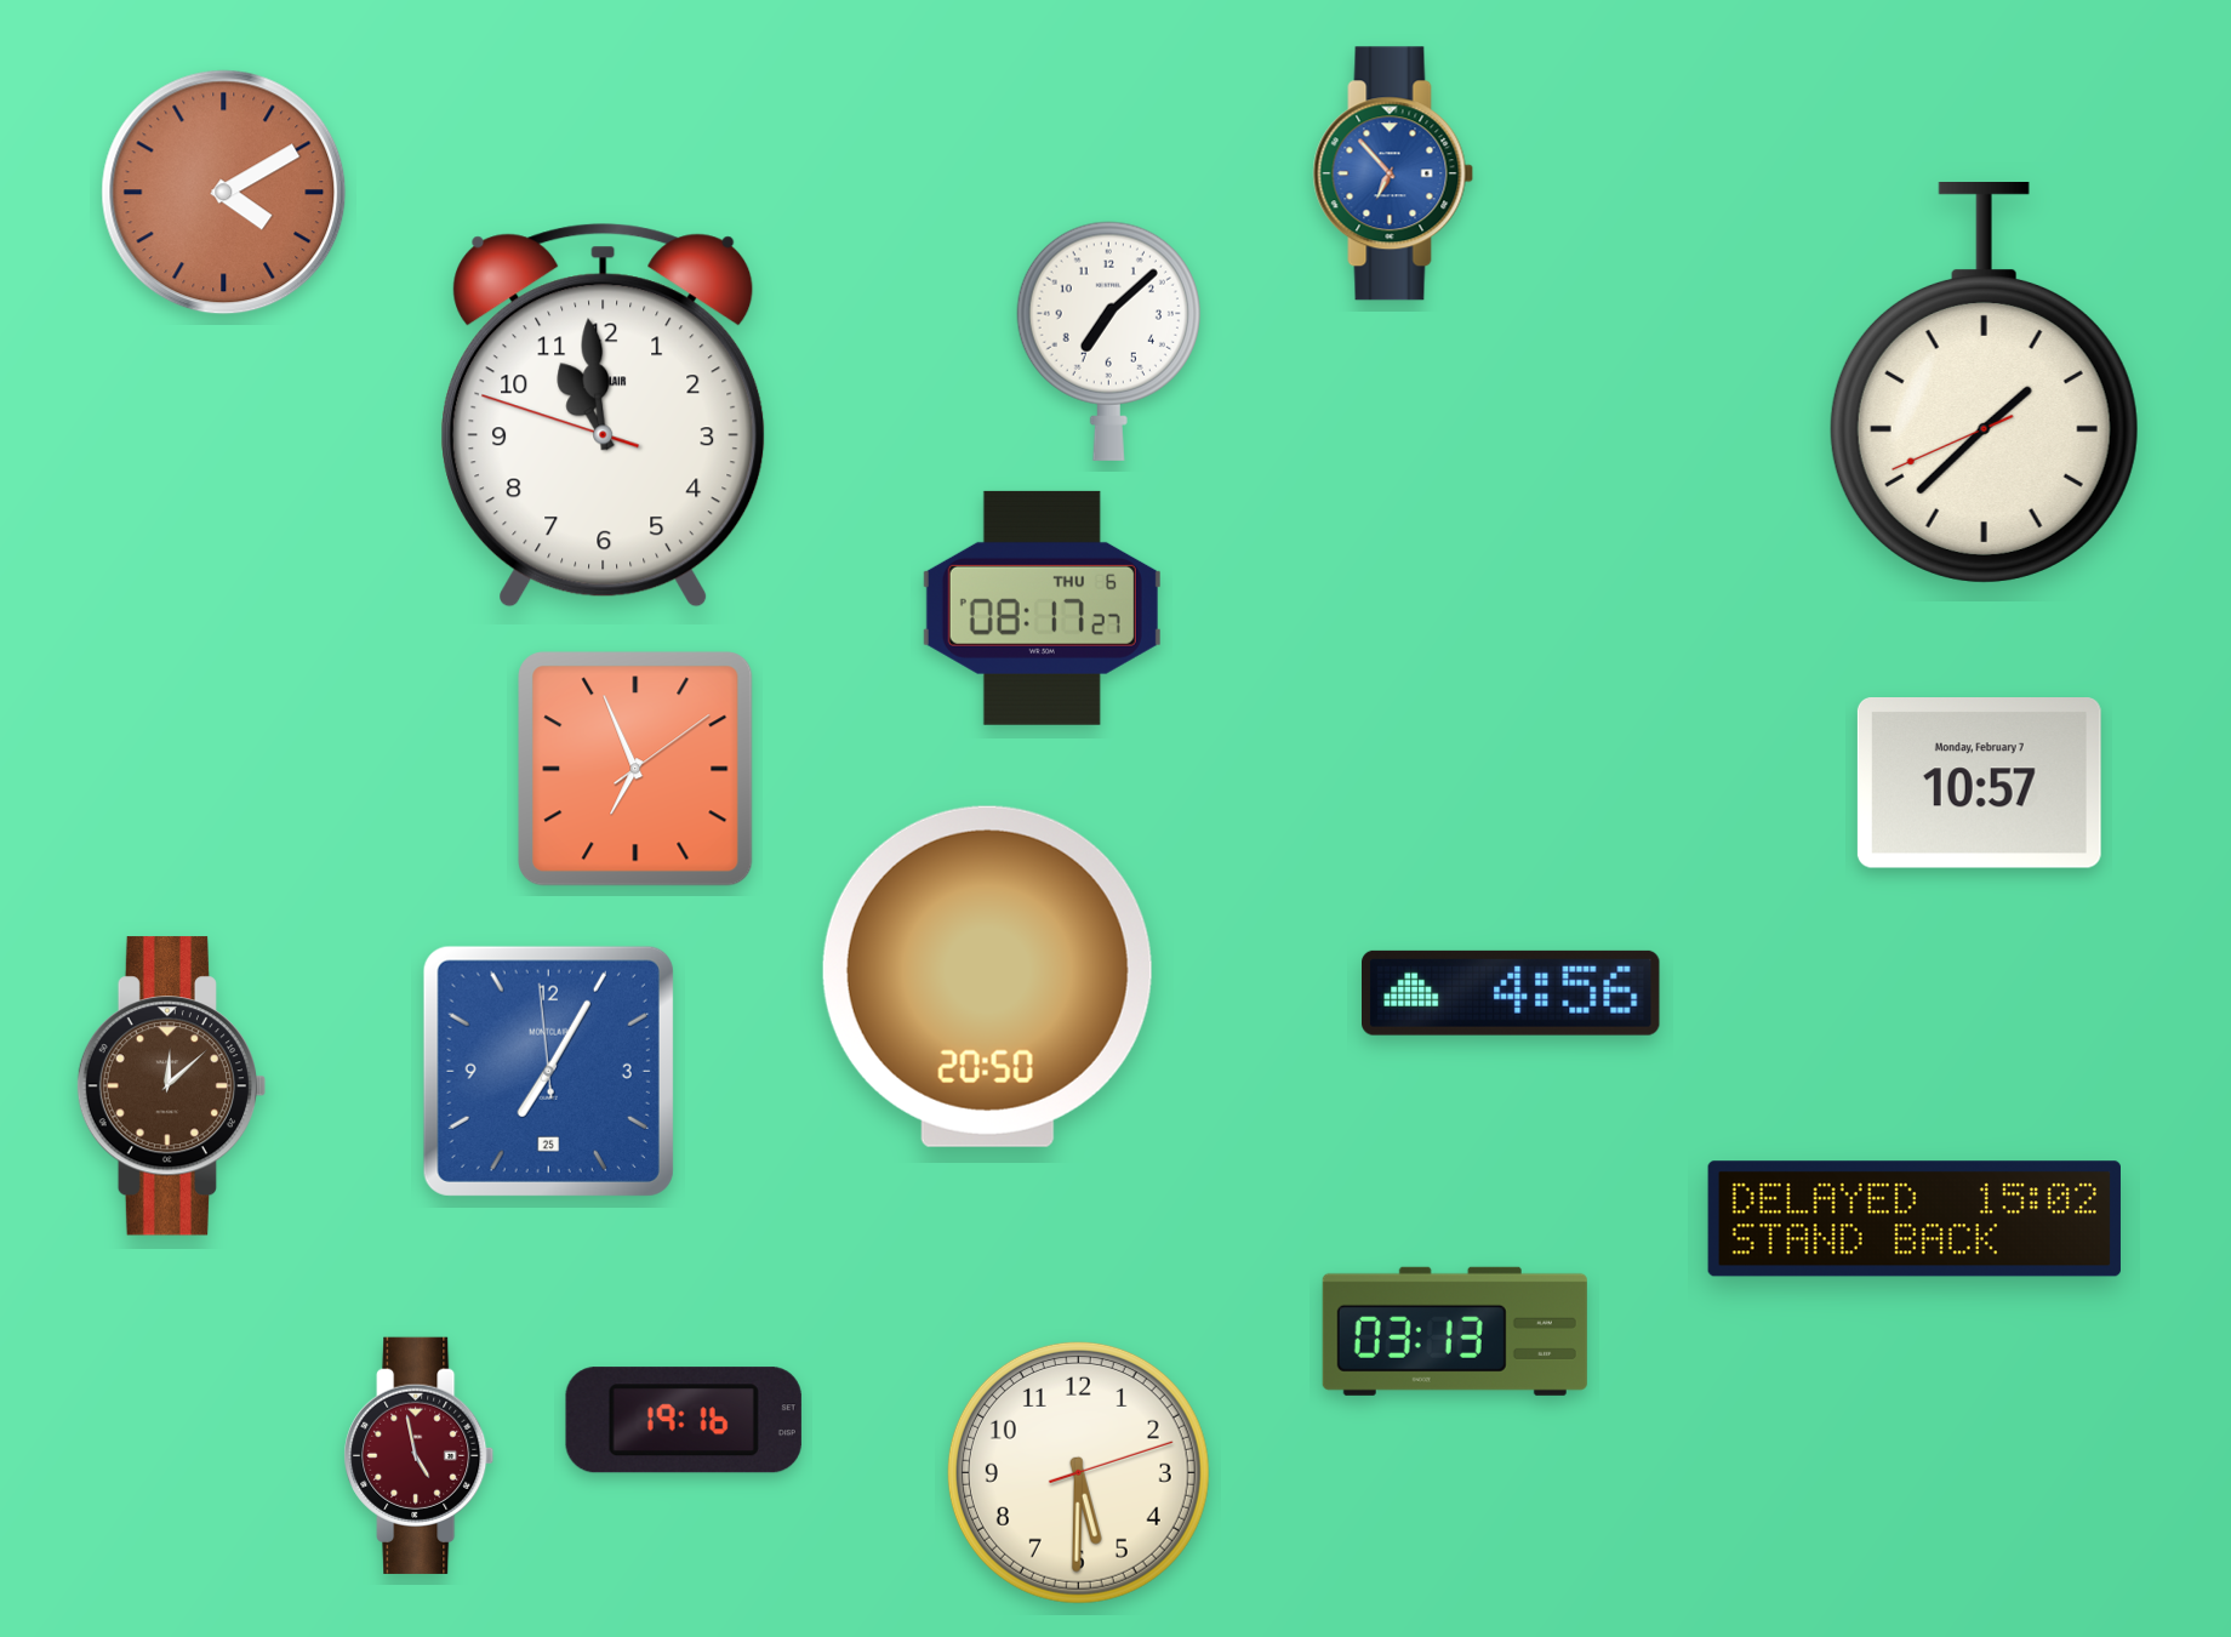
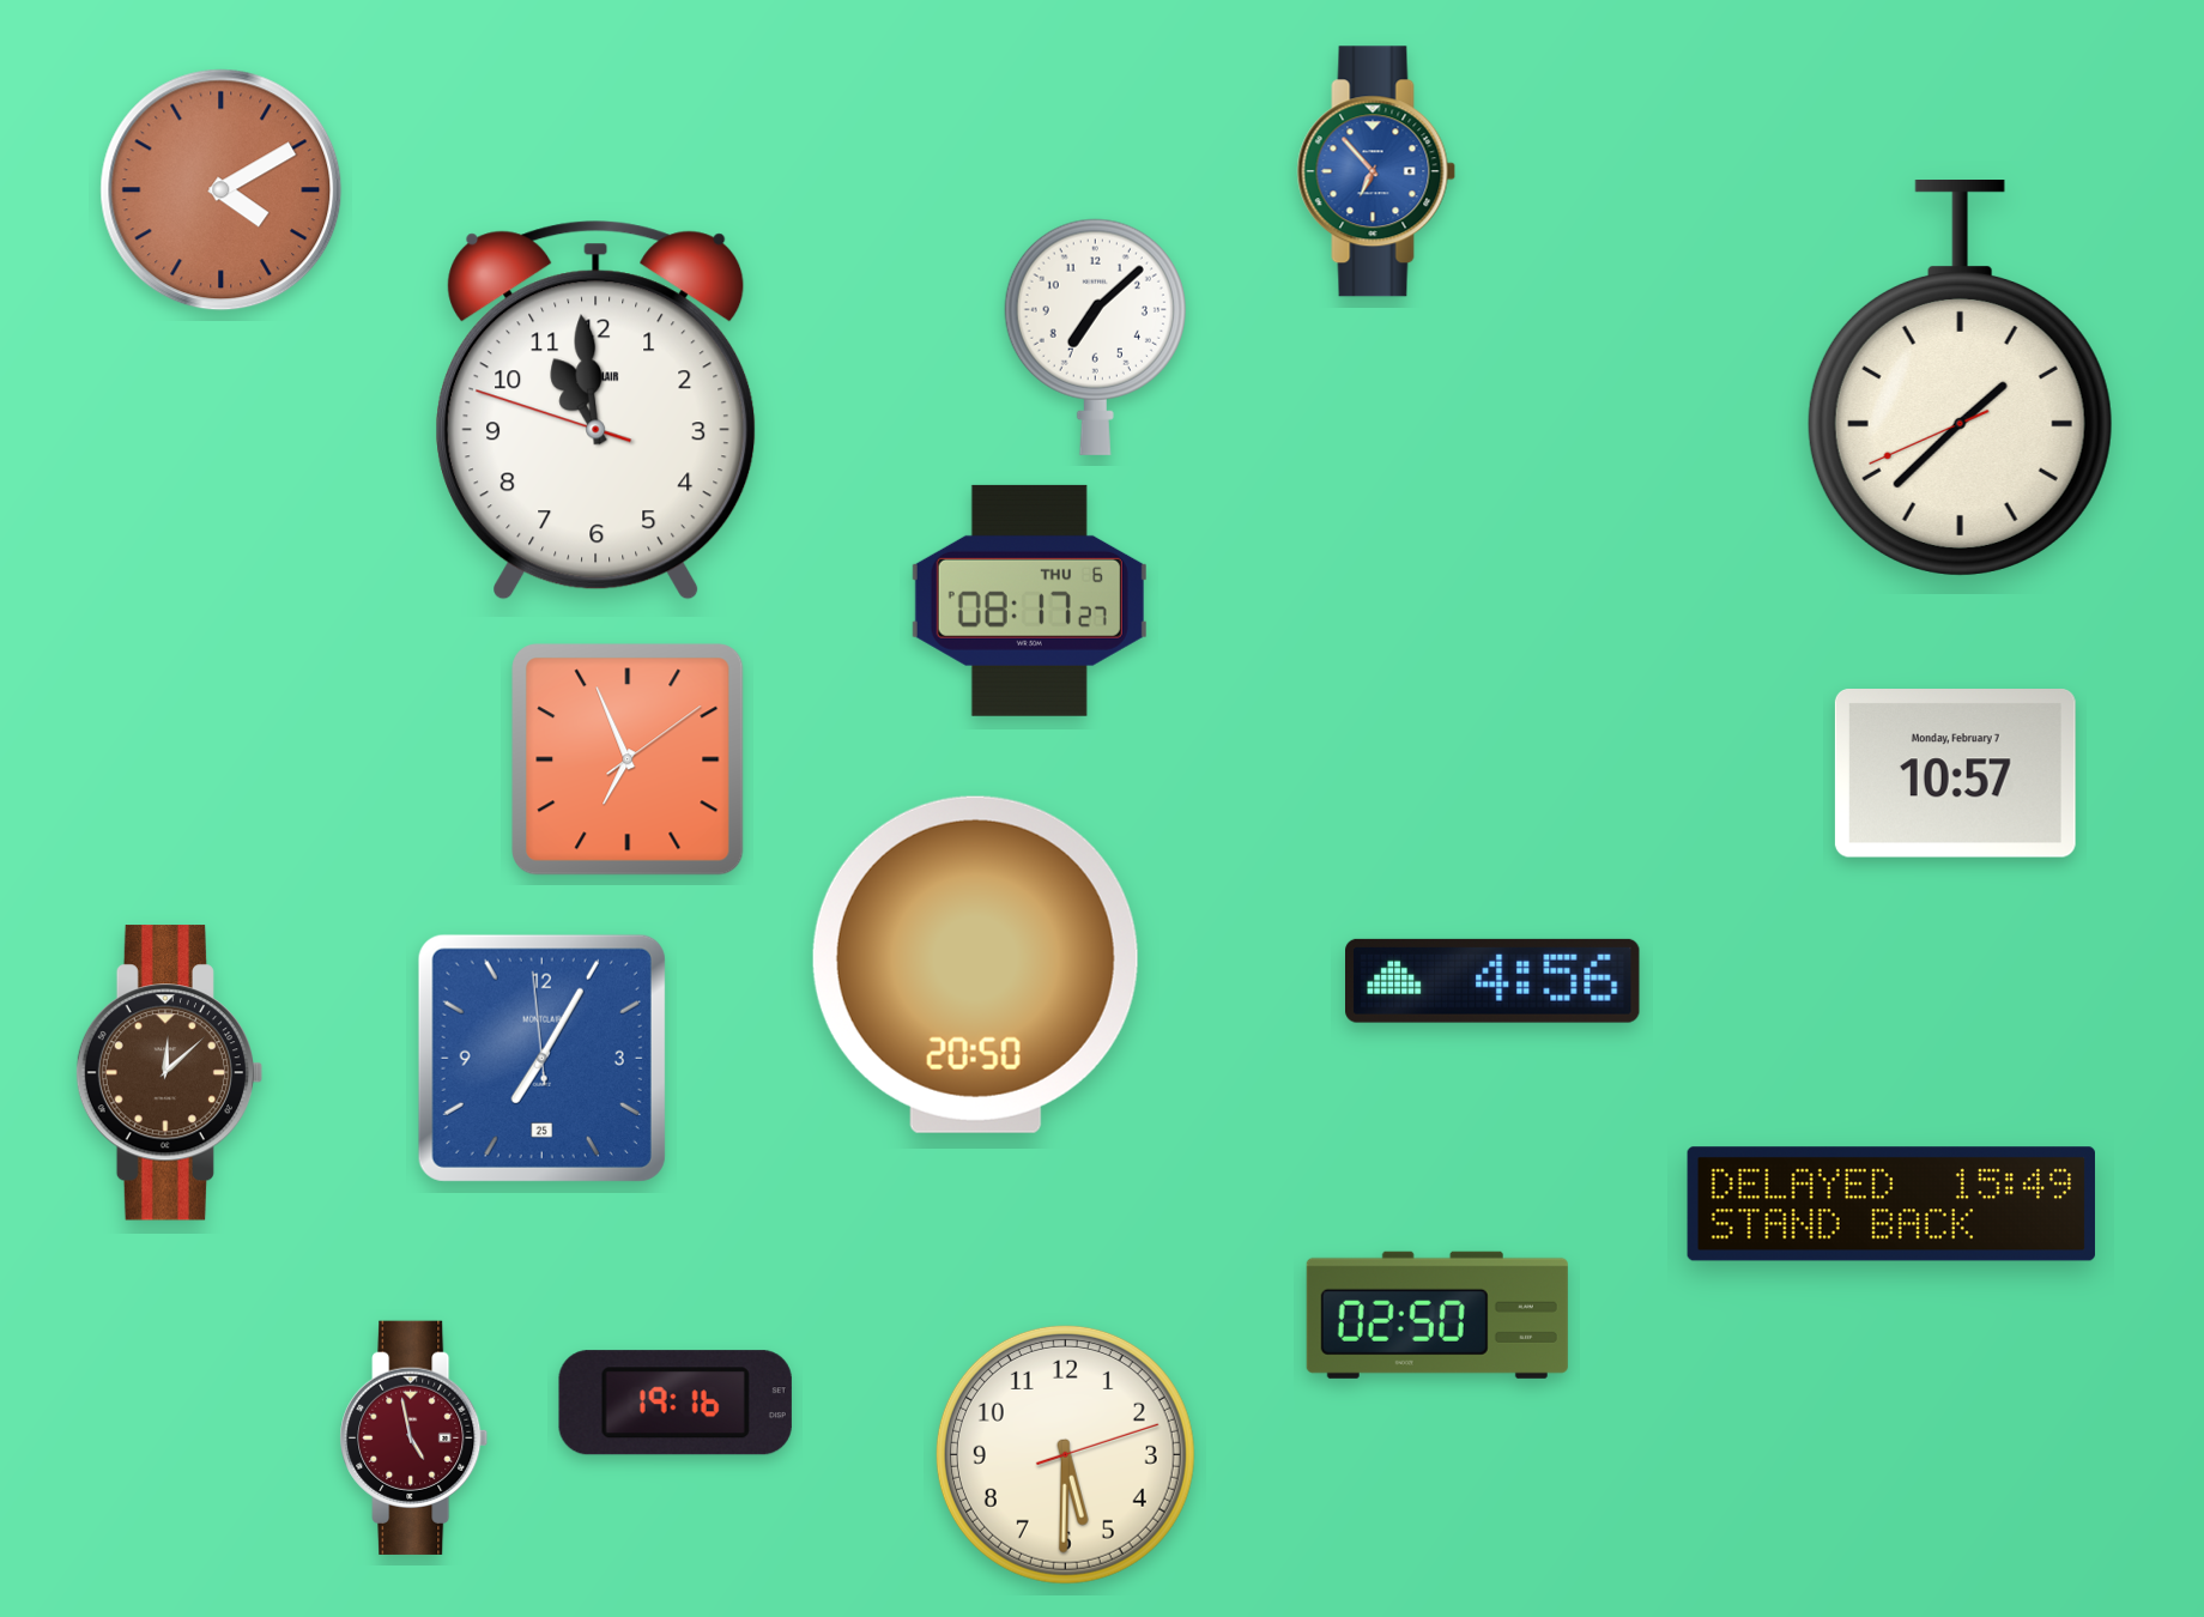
clock at (1915, 1219): 15:02 -> 15:49
clock at (1455, 1331): 03:13 -> 02:50
